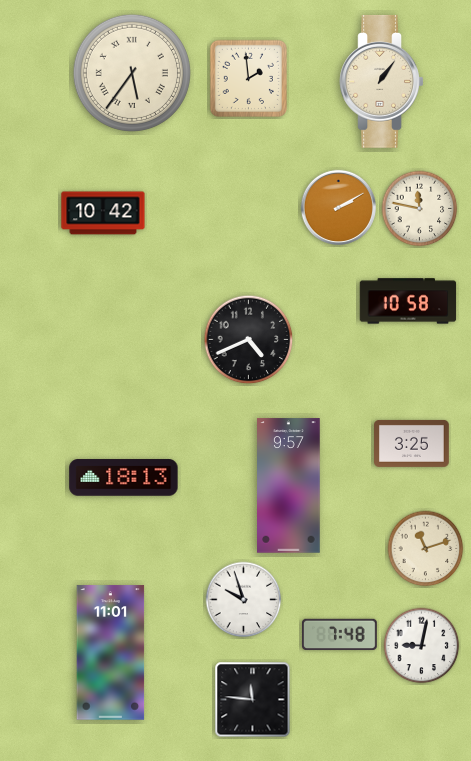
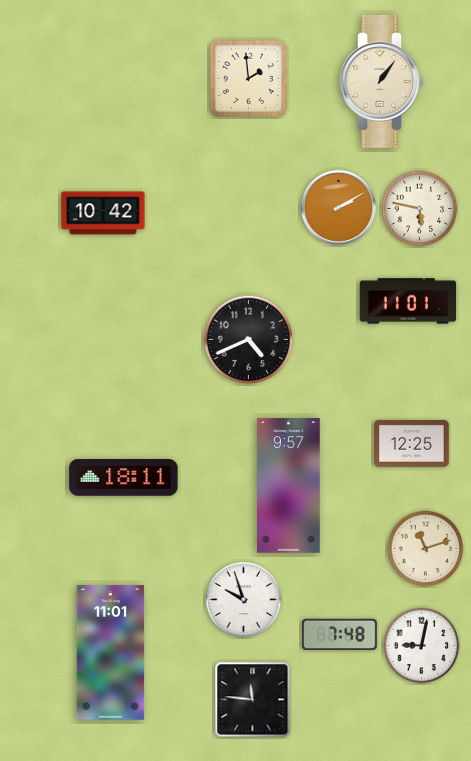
clock at (132, 73): 5:36 -> none
clock at (420, 209): 11:47 -> 5:47
clock at (408, 301): 10:58 -> 11:01
clock at (412, 443): 3:25 -> 12:25
clock at (124, 478): 18:13 -> 18:11
